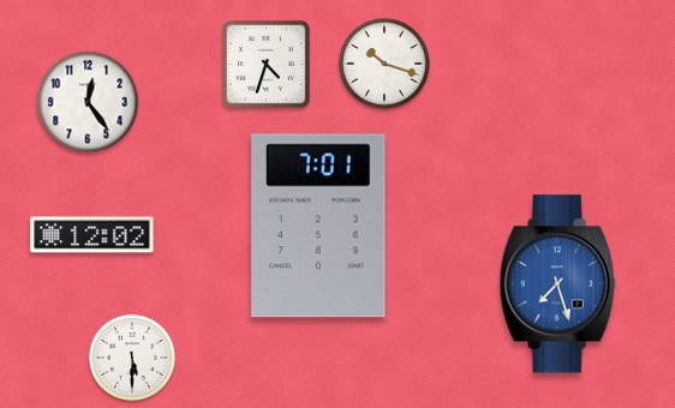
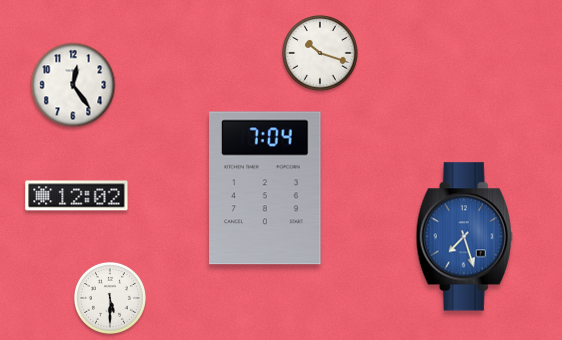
clock at (267, 65): 4:33 -> none
clock at (318, 226): 7:01 -> 7:04
